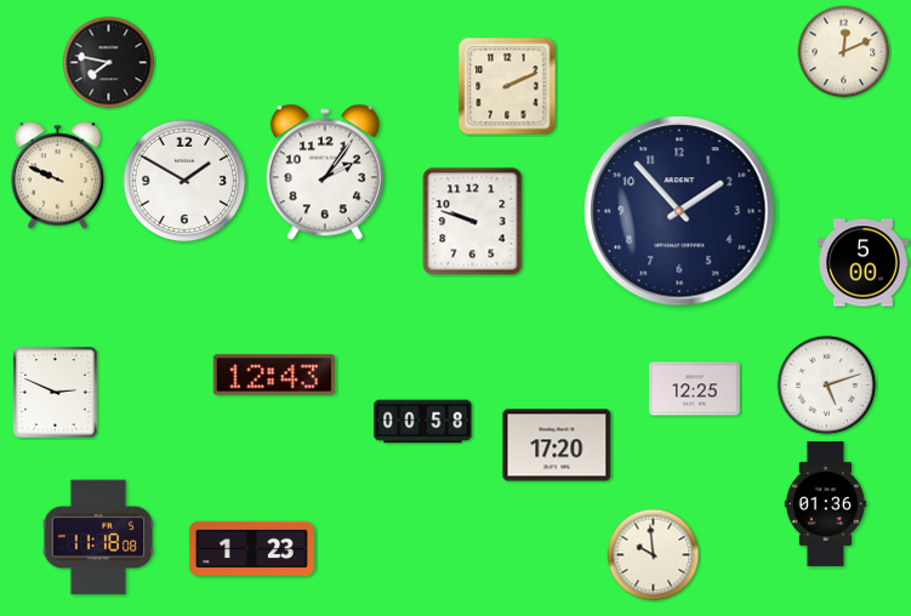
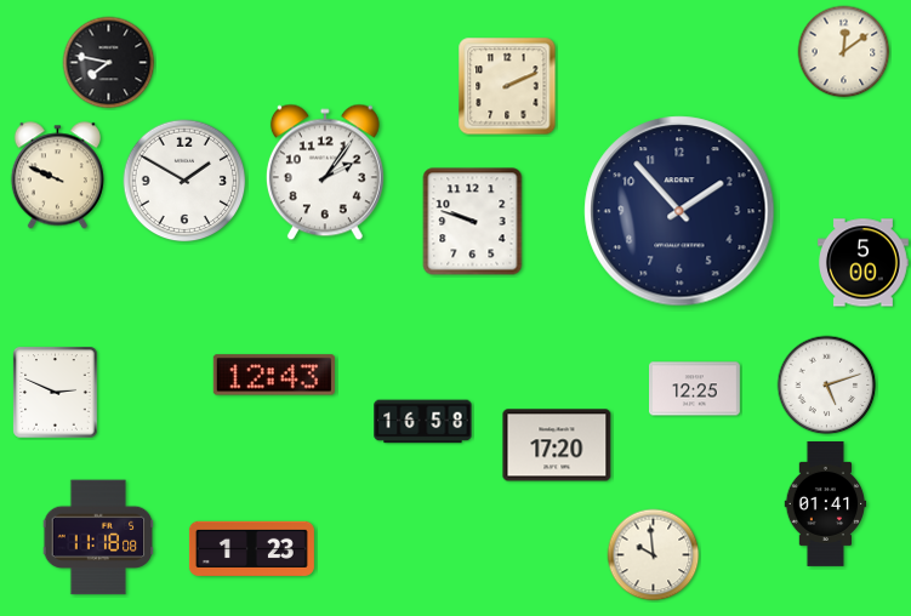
clock at (844, 52): 12:11 -> 12:09
clock at (423, 422): 00:58 -> 16:58
clock at (826, 503): 01:36 -> 01:41
